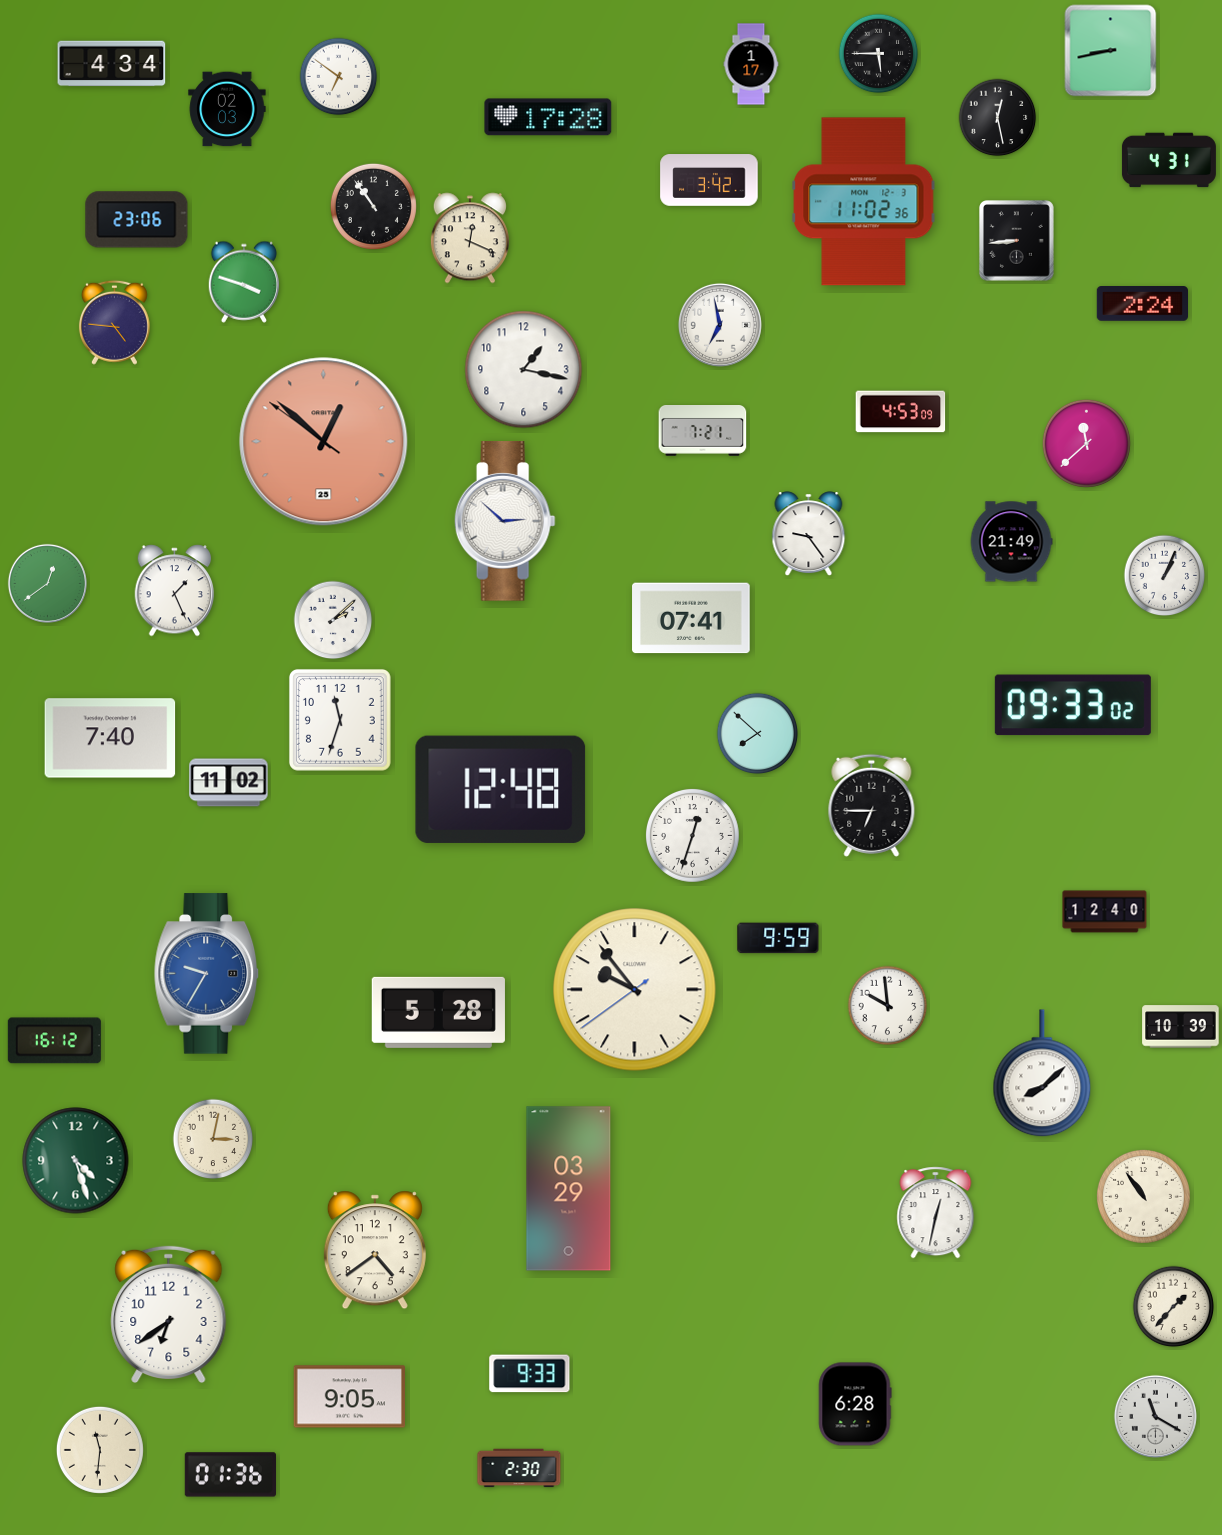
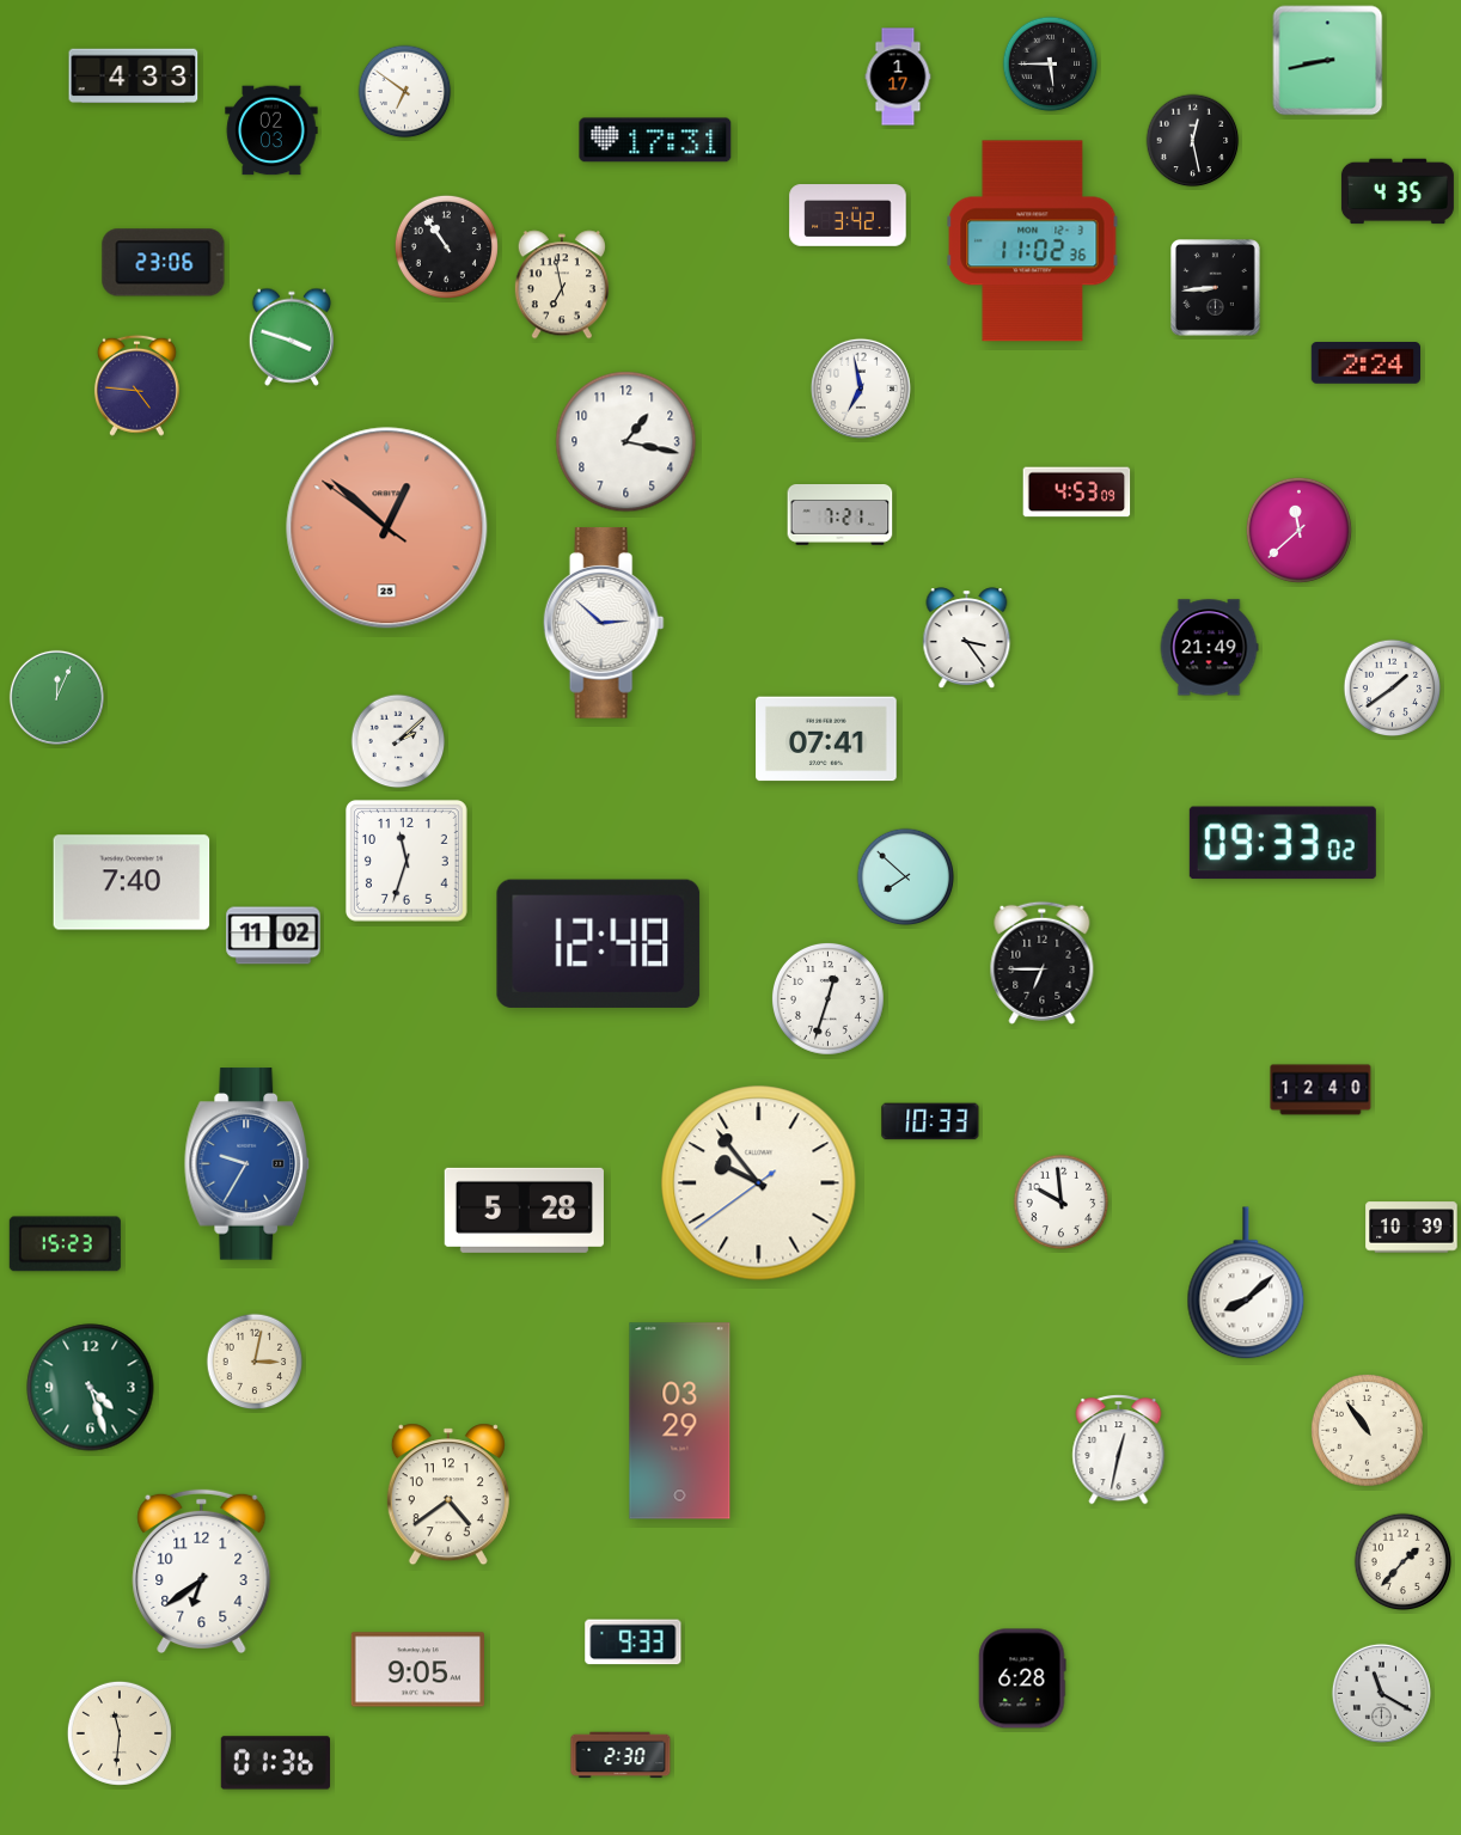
clock at (112, 64): 4:34 -> 4:33
clock at (548, 117): 17:28 -> 17:31
clock at (1169, 160): 4:31 -> 4:35
clock at (470, 238): 12:19 -> 6:58
clock at (809, 534): 9:24 -> 3:24
clock at (1165, 576): 1:04 -> 1:39
clock at (47, 583): 12:39 -> 12:04
clock at (175, 591): 1:26 -> none
clock at (778, 938): 9:59 -> 10:33
clock at (54, 1041): 16:12 -> 15:23
